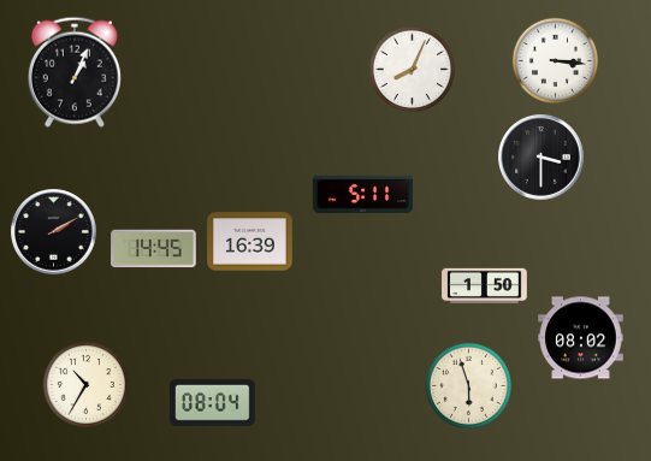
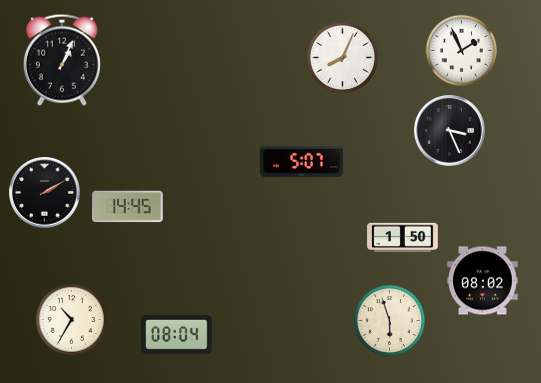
clock at (555, 60): 3:16 -> 1:56
clock at (541, 158): 3:30 -> 3:26
clock at (362, 194): 5:11 -> 5:07
clock at (250, 242): 16:39 -> none
